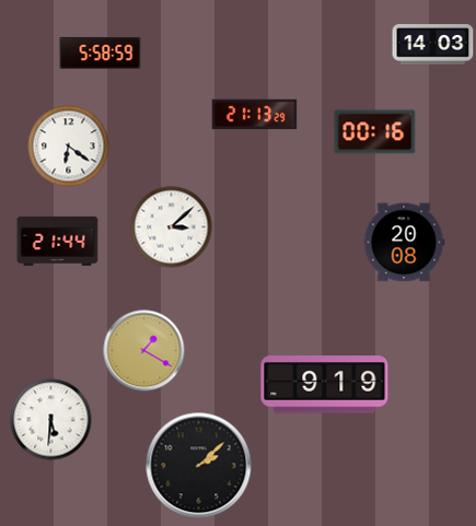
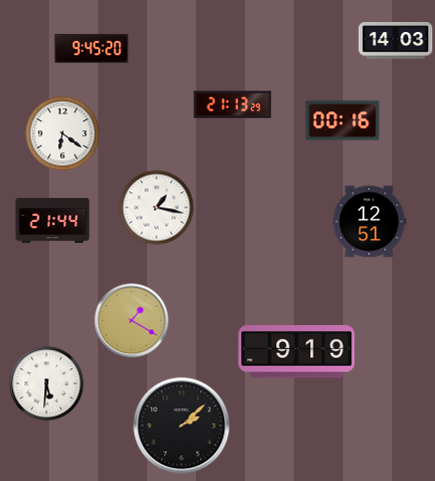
clock at (101, 52): 5:58 -> 9:45
clock at (172, 227): 3:08 -> 1:17
clock at (404, 243): 20:08 -> 12:51
